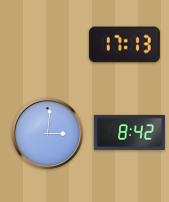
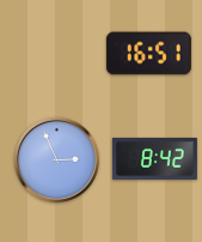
clock at (124, 45): 17:13 -> 16:51
clock at (47, 133): 3:01 -> 2:56
